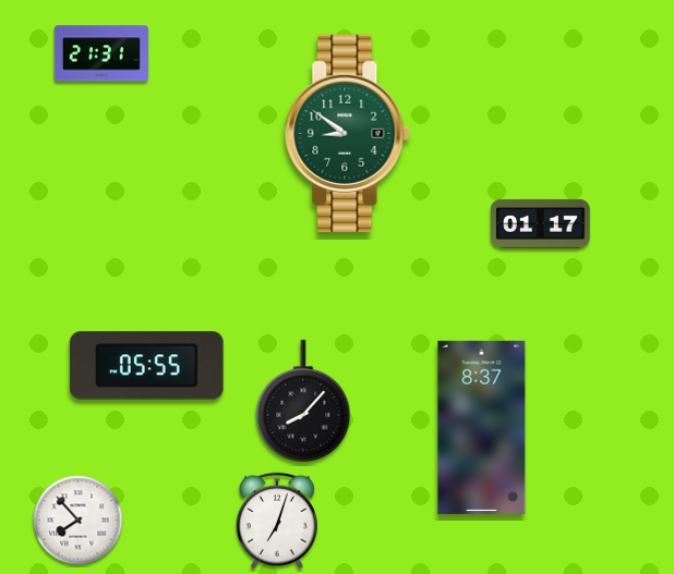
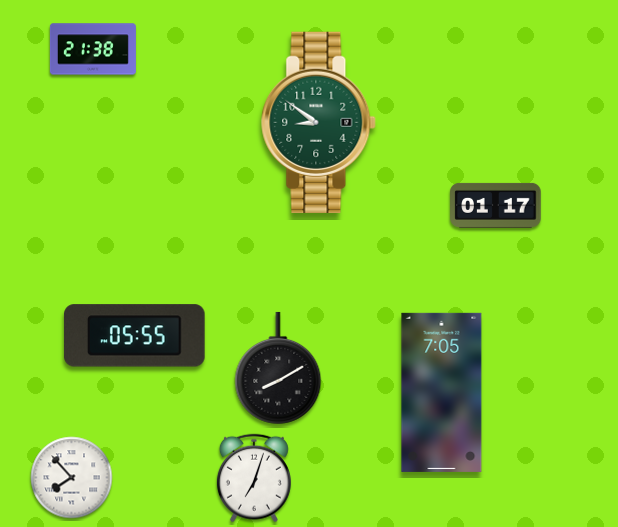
clock at (101, 53): 21:31 -> 21:38
clock at (303, 401): 8:07 -> 8:10
clock at (482, 427): 8:37 -> 7:05
